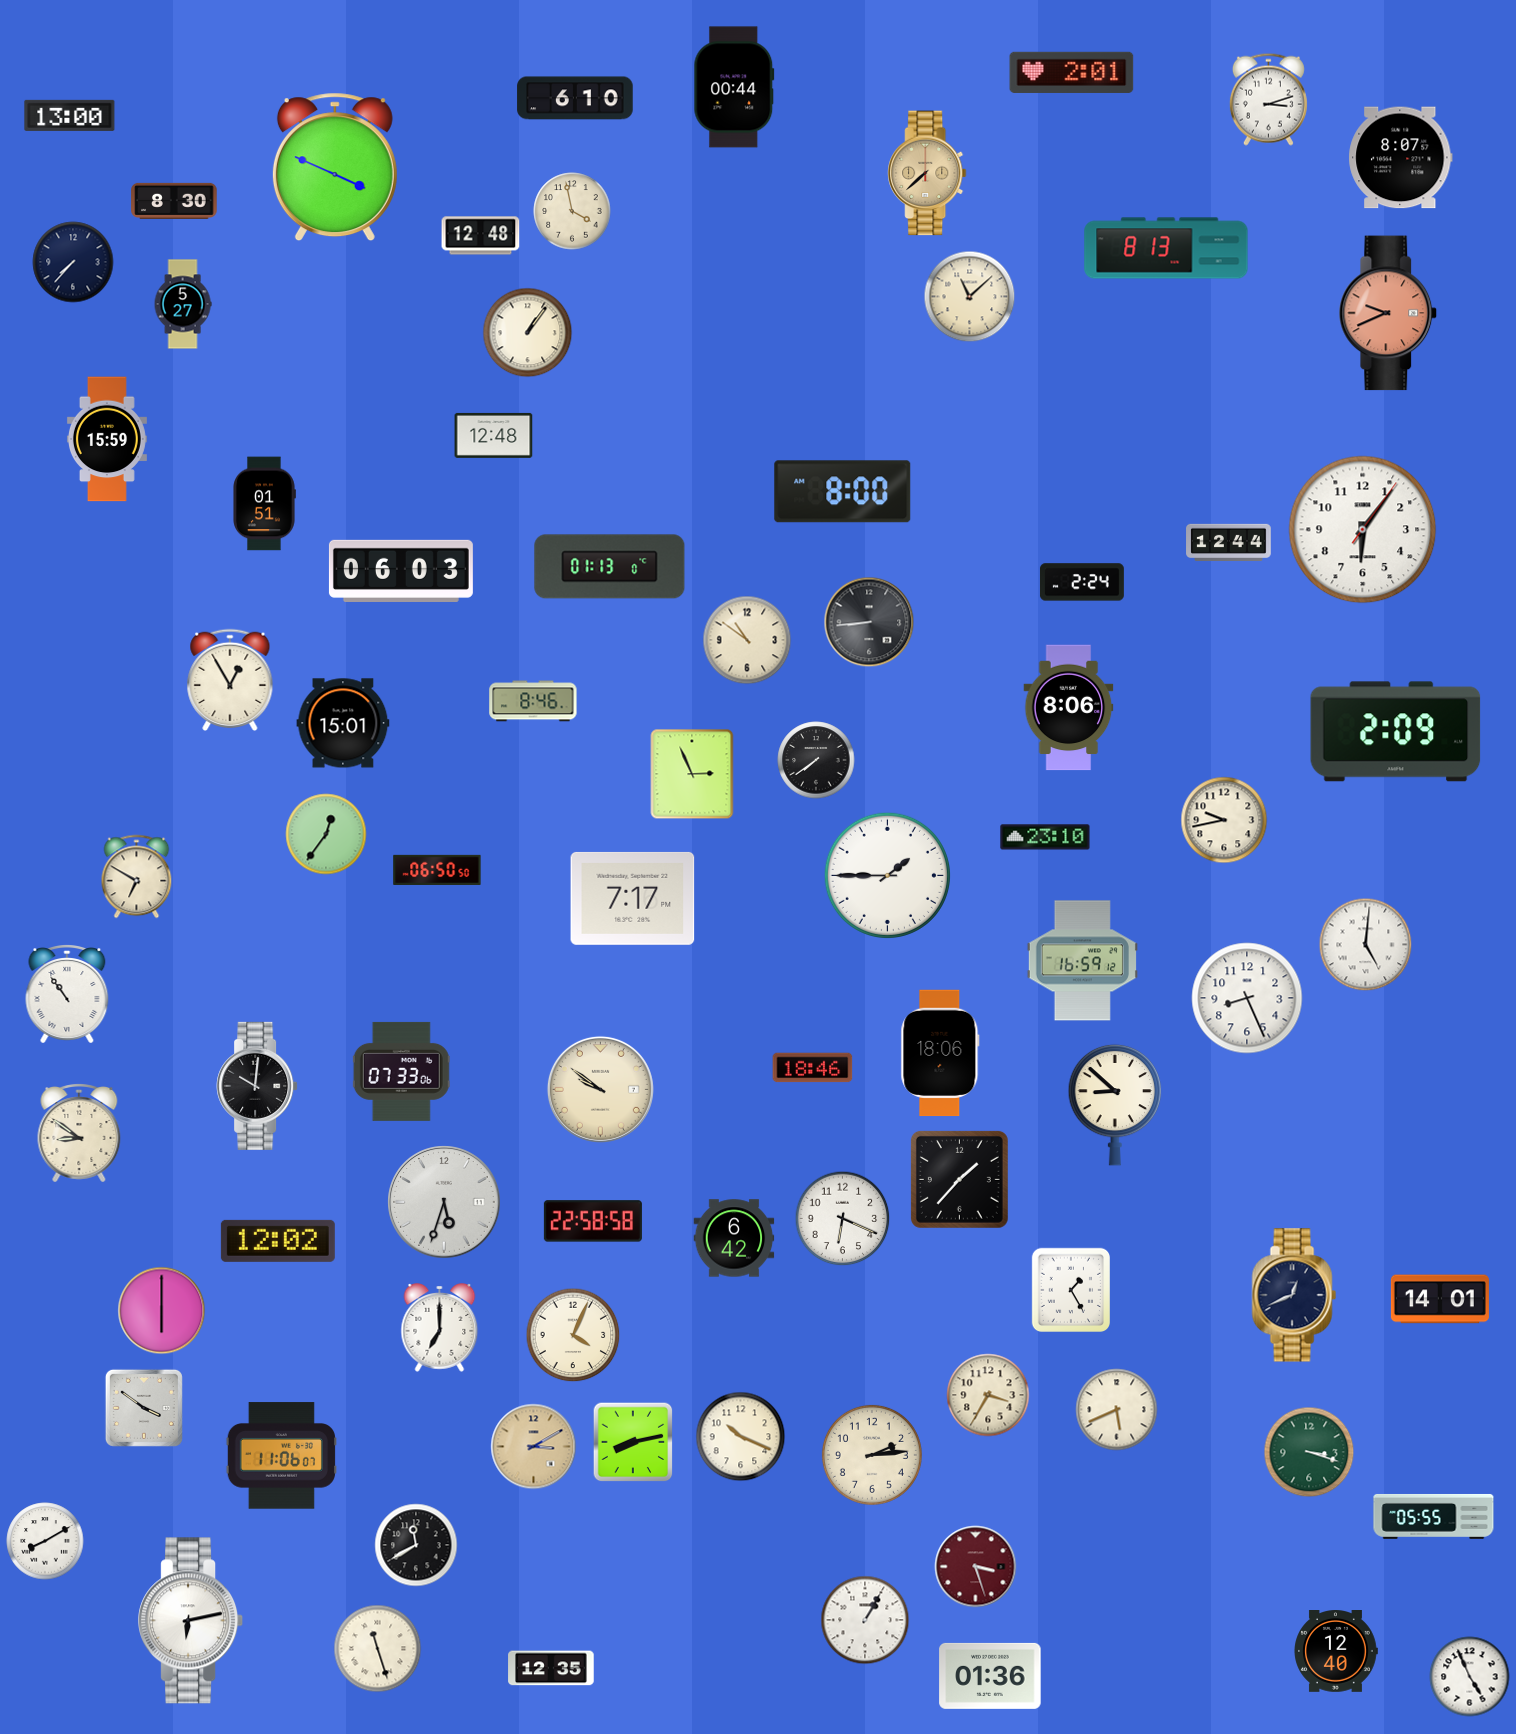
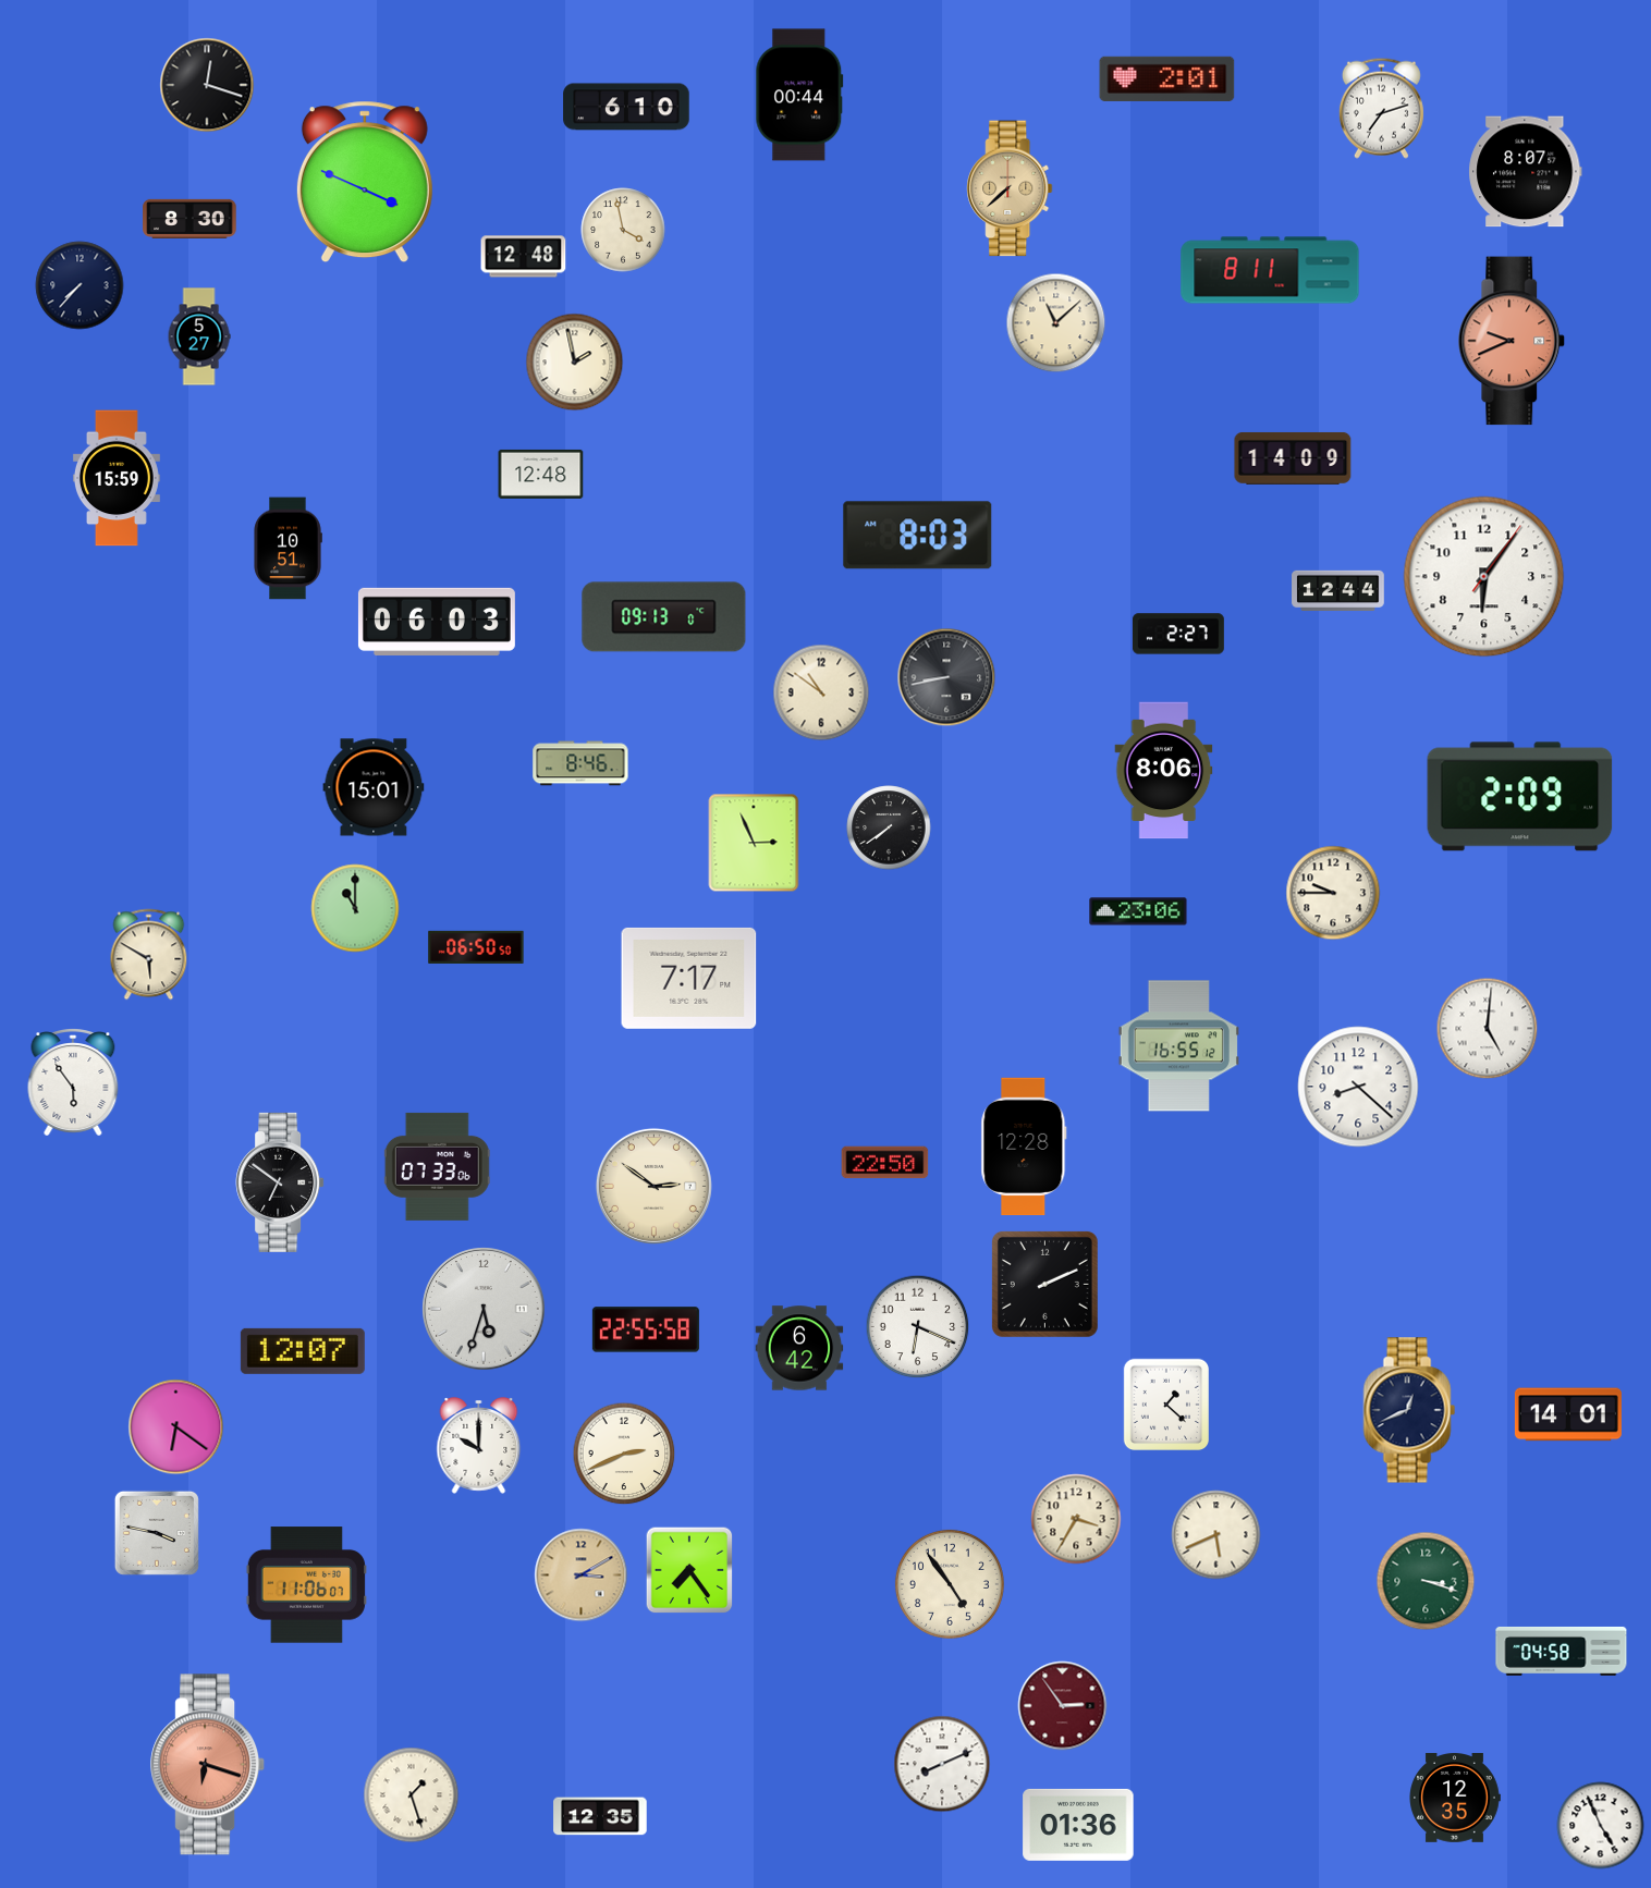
clock at (207, 85): none -> 12:18
clock at (1268, 99): 3:12 -> 7:12
clock at (70, 115): 13:00 -> none
clock at (1166, 248): 8:13 -> 8:11
clock at (183, 304) position: (183, 304) -> (199, 336)
clock at (528, 333): 1:06 -> 1:58
clock at (1293, 458): none -> 14:09
clock at (494, 435) position: (494, 435) -> (541, 474)
clock at (843, 492): 8:00 -> 8:03
clock at (264, 504): 01:51 -> 10:51
clock at (610, 567): 01:13 -> 09:13
clock at (1082, 582): 2:24 -> 2:27
clock at (869, 622): 8:44 -> 8:43
clock at (747, 640) position: (747, 640) -> (821, 692)
clock at (230, 680): 12:55 -> none
clock at (1224, 820): 9:43 -> 9:45
clock at (326, 834): 12:36 -> 11:00
clock at (1045, 837): 23:10 -> 23:06
clock at (887, 875): 1:45 -> none
clock at (137, 877): 6:50 -> 5:50
clock at (1082, 961): 16:59 -> 16:55
clock at (67, 995): 10:54 -> 5:54
clock at (1247, 998): 8:26 -> 8:22
clock at (940, 1053): 18:06 -> 12:28
clock at (813, 1068): 18:46 -> 22:50
clock at (257, 1086): 10:01 -> 6:51
clock at (600, 1089): 9:51 -> 2:51
clock at (1115, 1105): 8:52 -> none
clock at (79, 1134): 8:51 -> none
clock at (959, 1179): 1:37 -> 2:11
clock at (593, 1221): 22:58 -> 22:55
clock at (278, 1241): 12:02 -> 12:07
clock at (1070, 1289): 1:25 -> 1:22
clock at (162, 1311): 6:00 -> 6:21
clock at (440, 1328): 7:00 -> 10:00
clock at (573, 1335): 4:04 -> 2:41
clock at (144, 1408): 3:51 -> 3:47
clock at (741, 1437): 10:19 -> none
clock at (633, 1442): 8:13 -> 7:24
clock at (872, 1455): 2:14 -> 4:54
clock at (1434, 1516): 05:55 -> 04:58
clock at (45, 1541): 8:10 -> none
clock at (416, 1545): 11:40 -> none
clock at (976, 1567): 3:27 -> 2:54
clock at (865, 1620): 1:05 -> 8:11
clock at (191, 1621): 6:13 -> 6:18
clock at (191, 1621) dial: white -> salmon
clock at (378, 1649): 11:27 -> 1:27
clock at (1336, 1652): 12:40 -> 12:35
